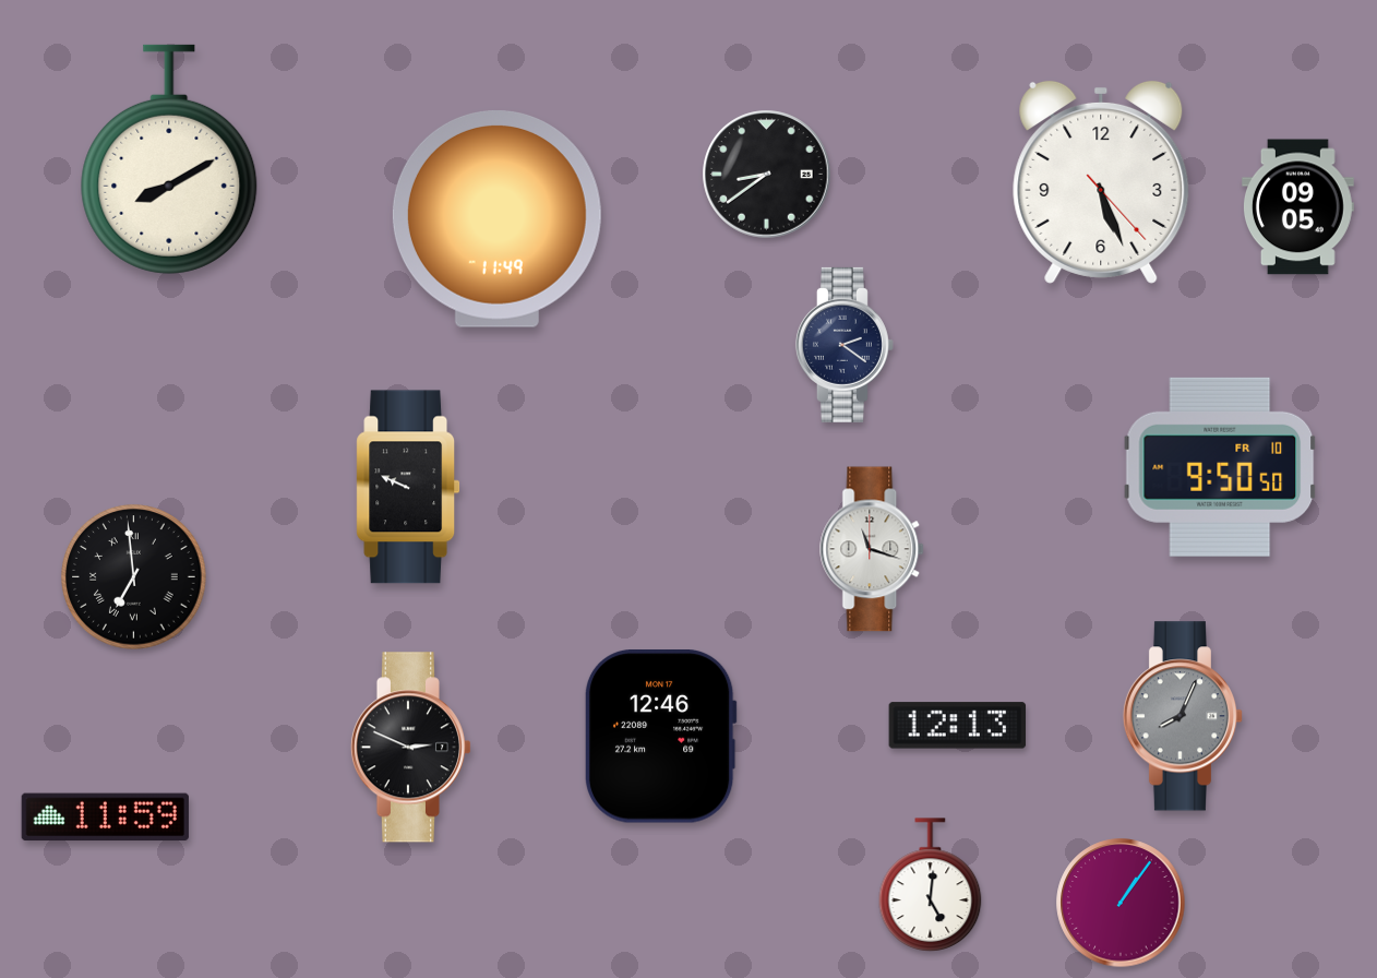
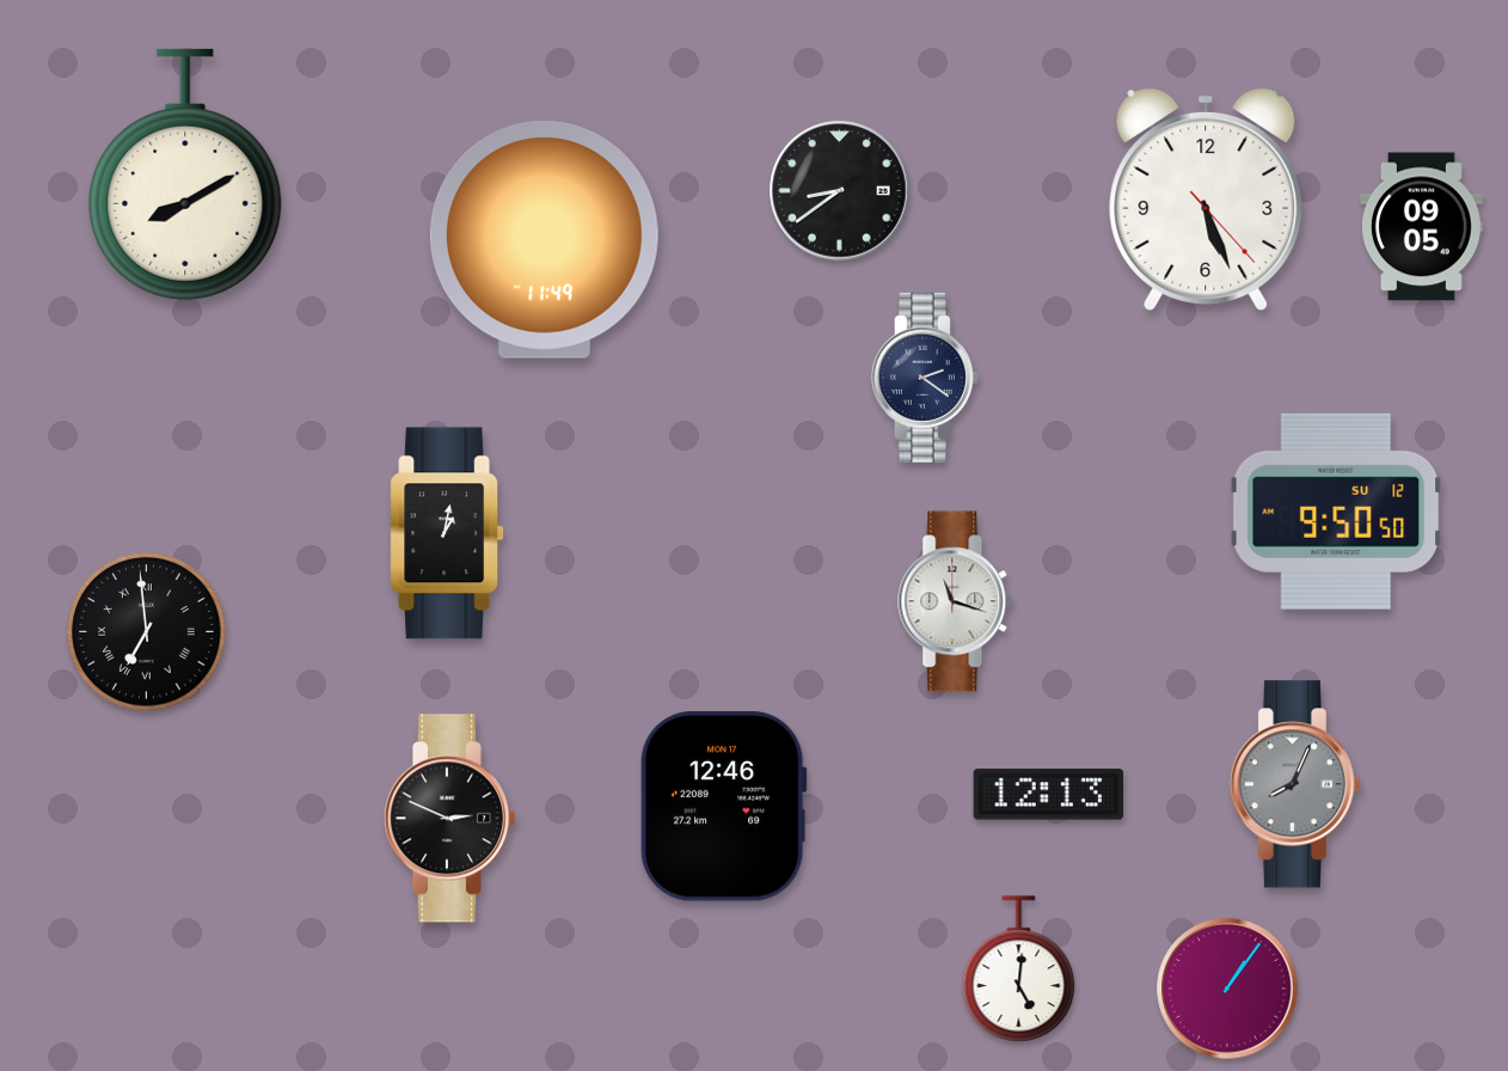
clock at (1220, 467) date: FR 10 -> SU 12
clock at (408, 487): 9:49 -> 1:02
clock at (105, 818): 11:59 -> none
